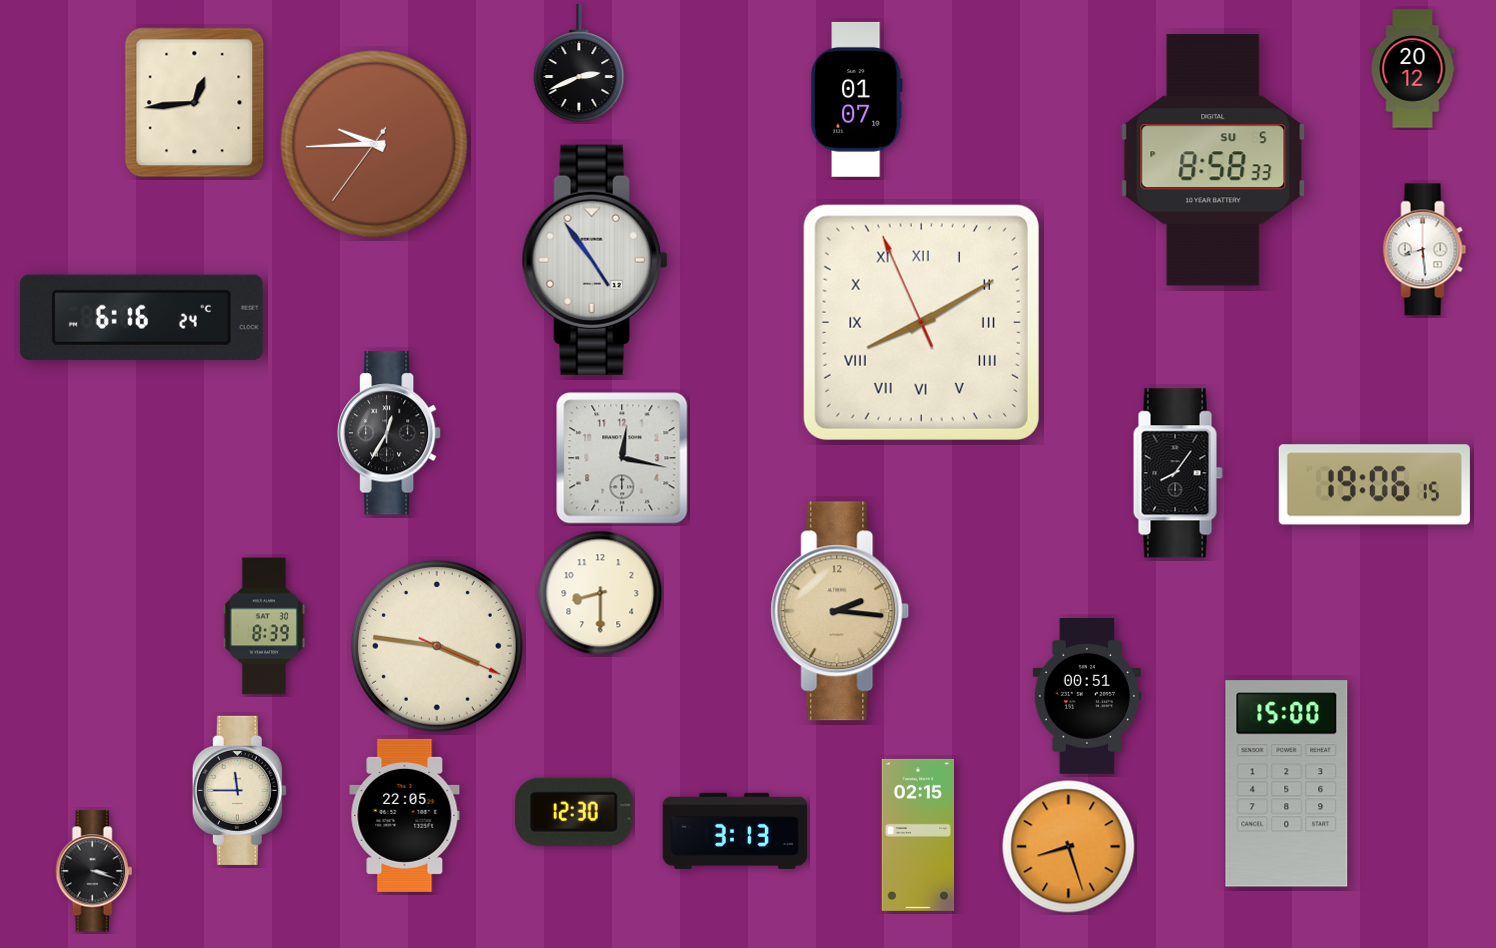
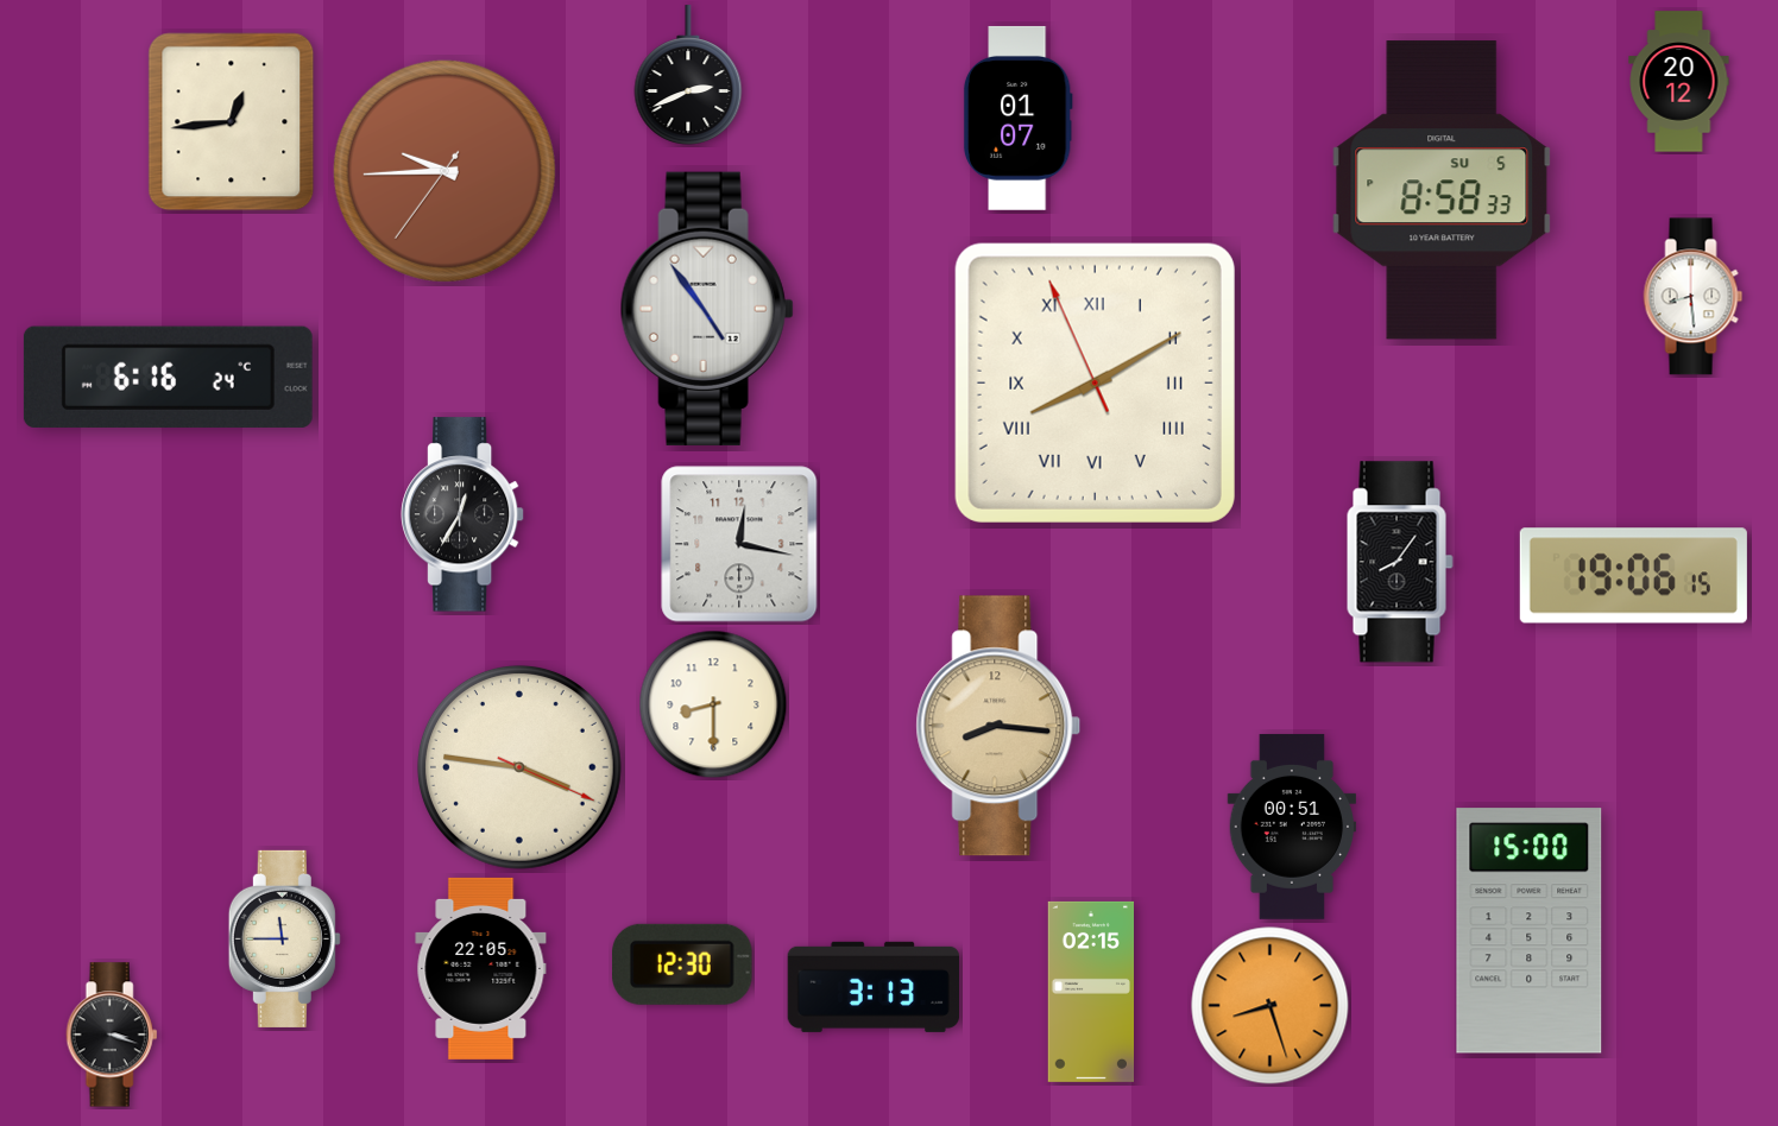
clock at (840, 611): 2:16 -> 8:16
clock at (264, 626): 8:39 -> none
